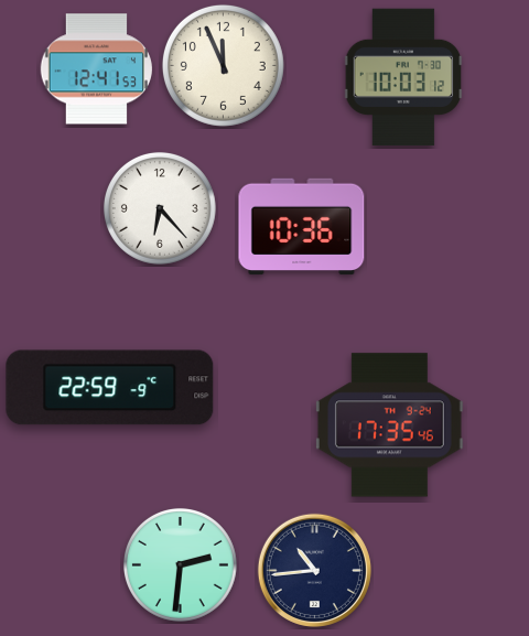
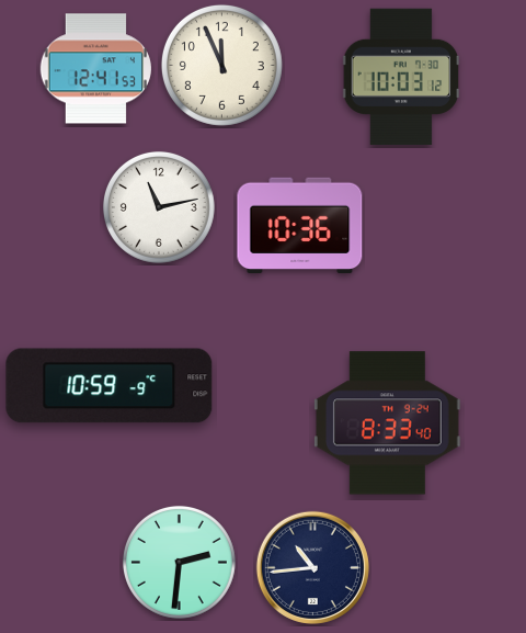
clock at (160, 208): 6:23 -> 11:13
clock at (110, 388): 22:59 -> 10:59
clock at (390, 425): 17:35 -> 8:33
